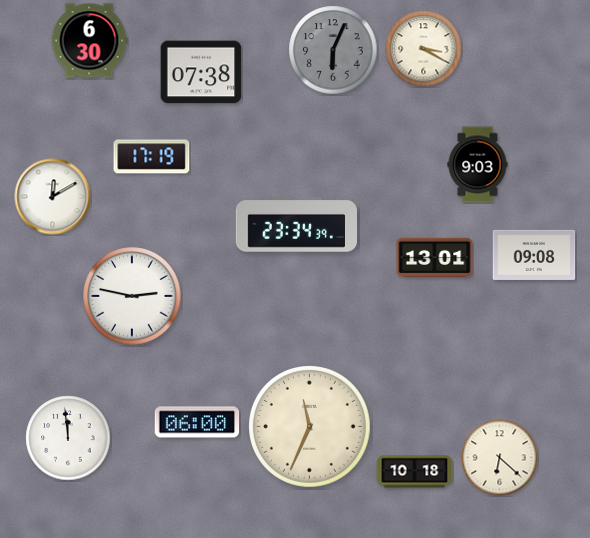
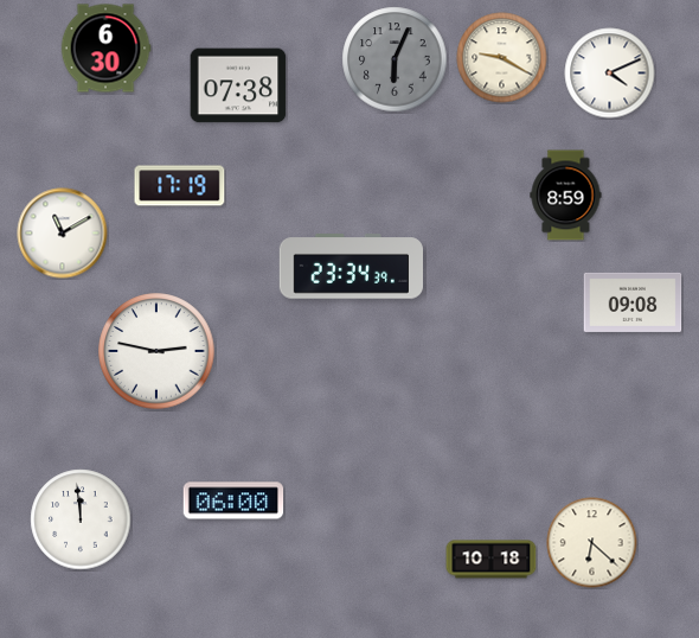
clock at (424, 49): 3:20 -> 9:20
clock at (610, 74): none -> 4:11
clock at (478, 165): 9:03 -> 8:59
clock at (53, 197): 12:10 -> 11:10
clock at (435, 258): 13:01 -> none
clock at (310, 427): 11:34 -> none
